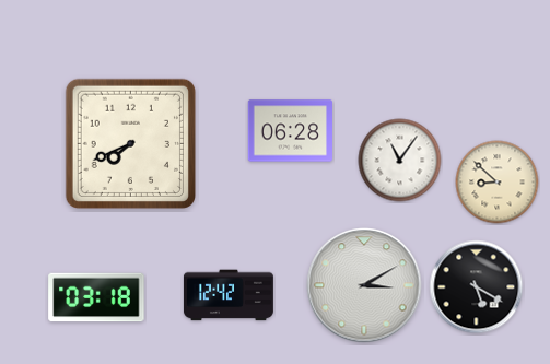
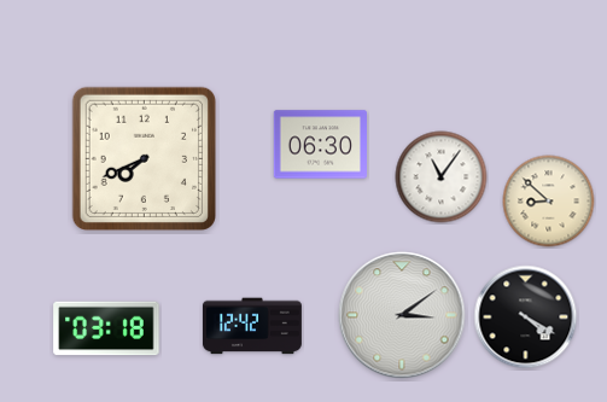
clock at (290, 131): 06:28 -> 06:30
clock at (364, 285): 3:10 -> 3:09
clock at (477, 287): 5:20 -> 4:20
